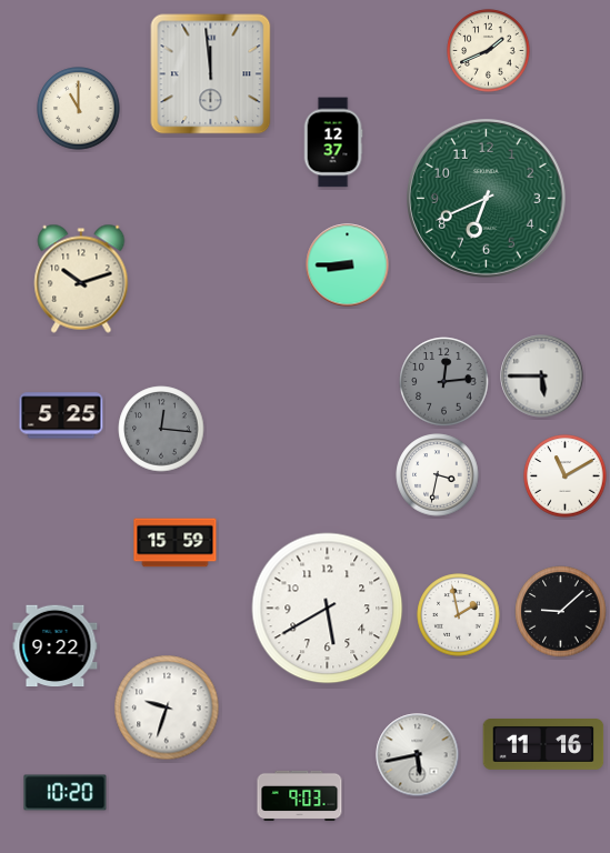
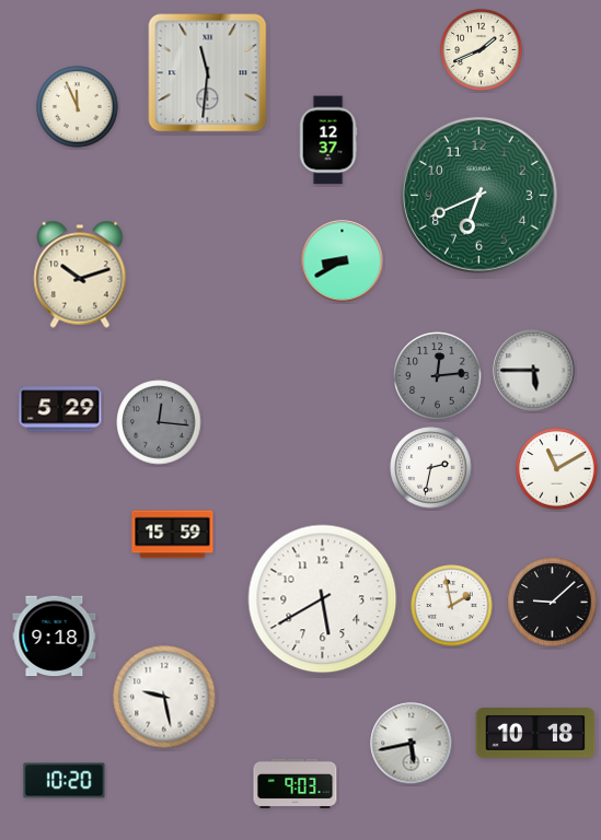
clock at (211, 74): 11:59 -> 11:31
clock at (79, 109): 11:00 -> 11:56
clock at (348, 265): 8:45 -> 8:40
clock at (61, 415): 5:25 -> 5:29
clock at (438, 475): 3:32 -> 2:32
clock at (56, 646): 9:22 -> 9:18
clock at (167, 708): 9:33 -> 9:28
clock at (543, 745): 11:16 -> 10:18
